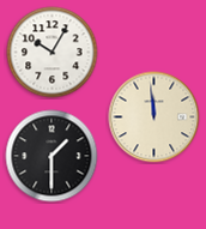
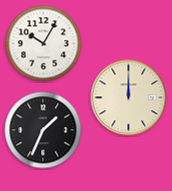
clock at (154, 117): 11:59 -> 12:00
clock at (51, 156): 1:30 -> 1:34
